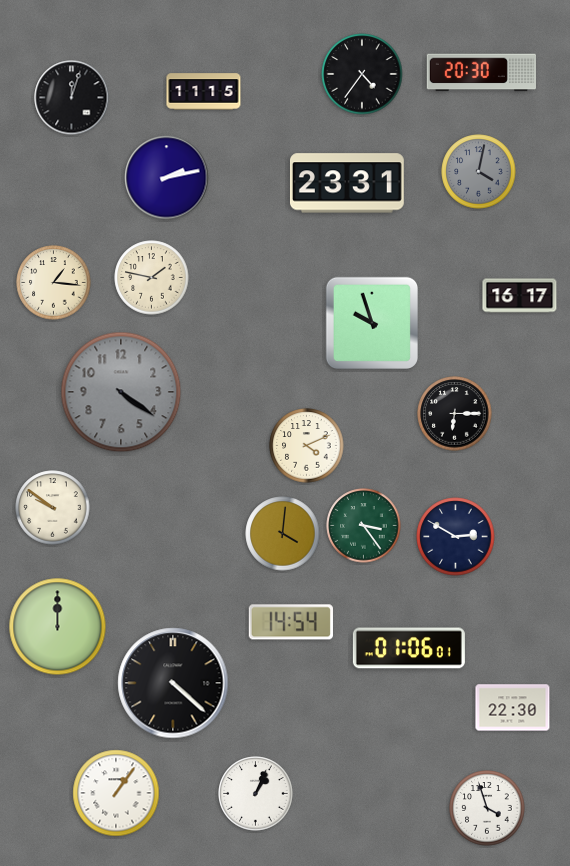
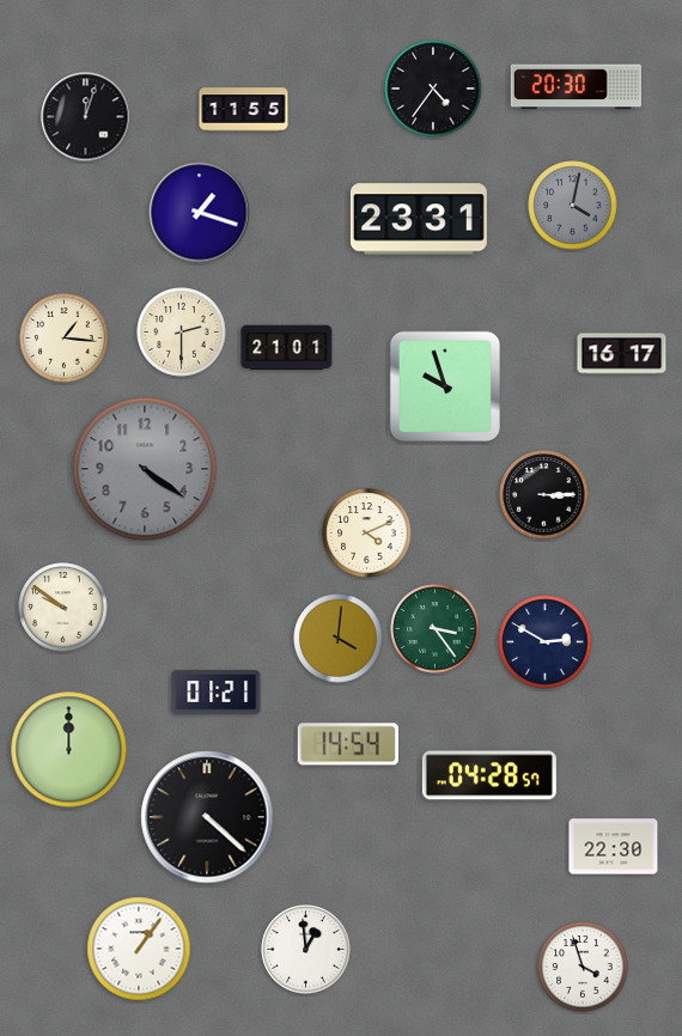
clock at (204, 92): 11:15 -> 11:55
clock at (167, 178): 2:13 -> 1:18
clock at (347, 183) position: (347, 183) -> (419, 219)
clock at (152, 278): 1:47 -> 2:30
clock at (287, 348): none -> 21:01
clock at (455, 414): 6:15 -> 3:15
clock at (217, 693): none -> 01:21
clock at (409, 648): 01:06 -> 04:28
clock at (256, 794): 1:04 -> 12:59
